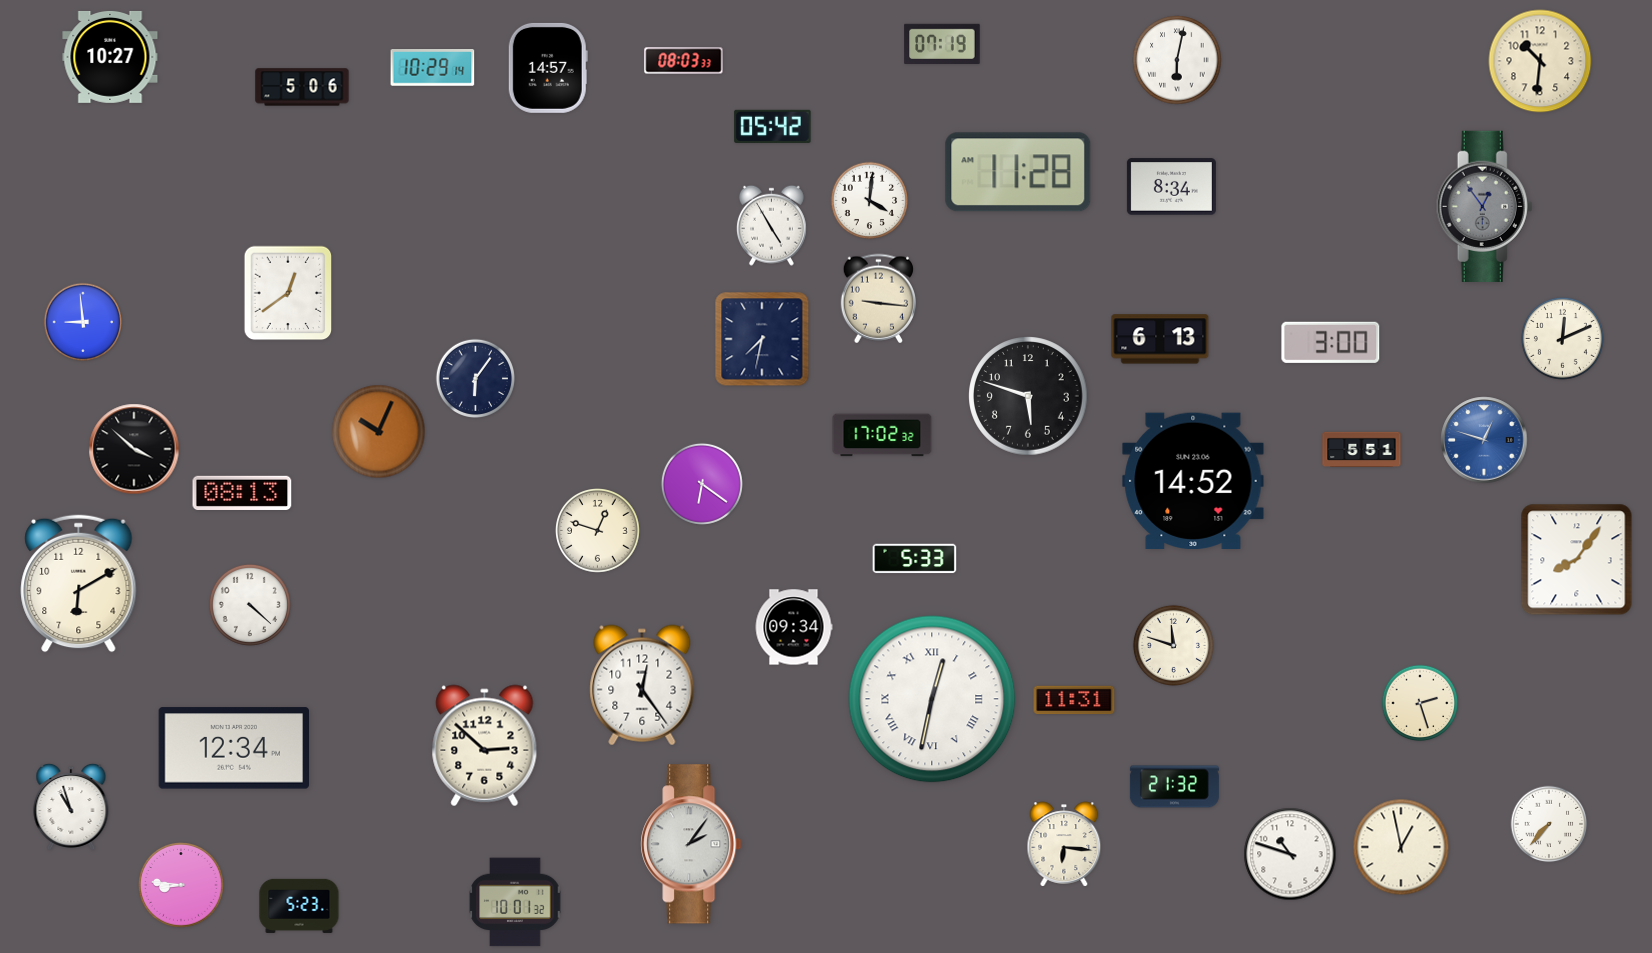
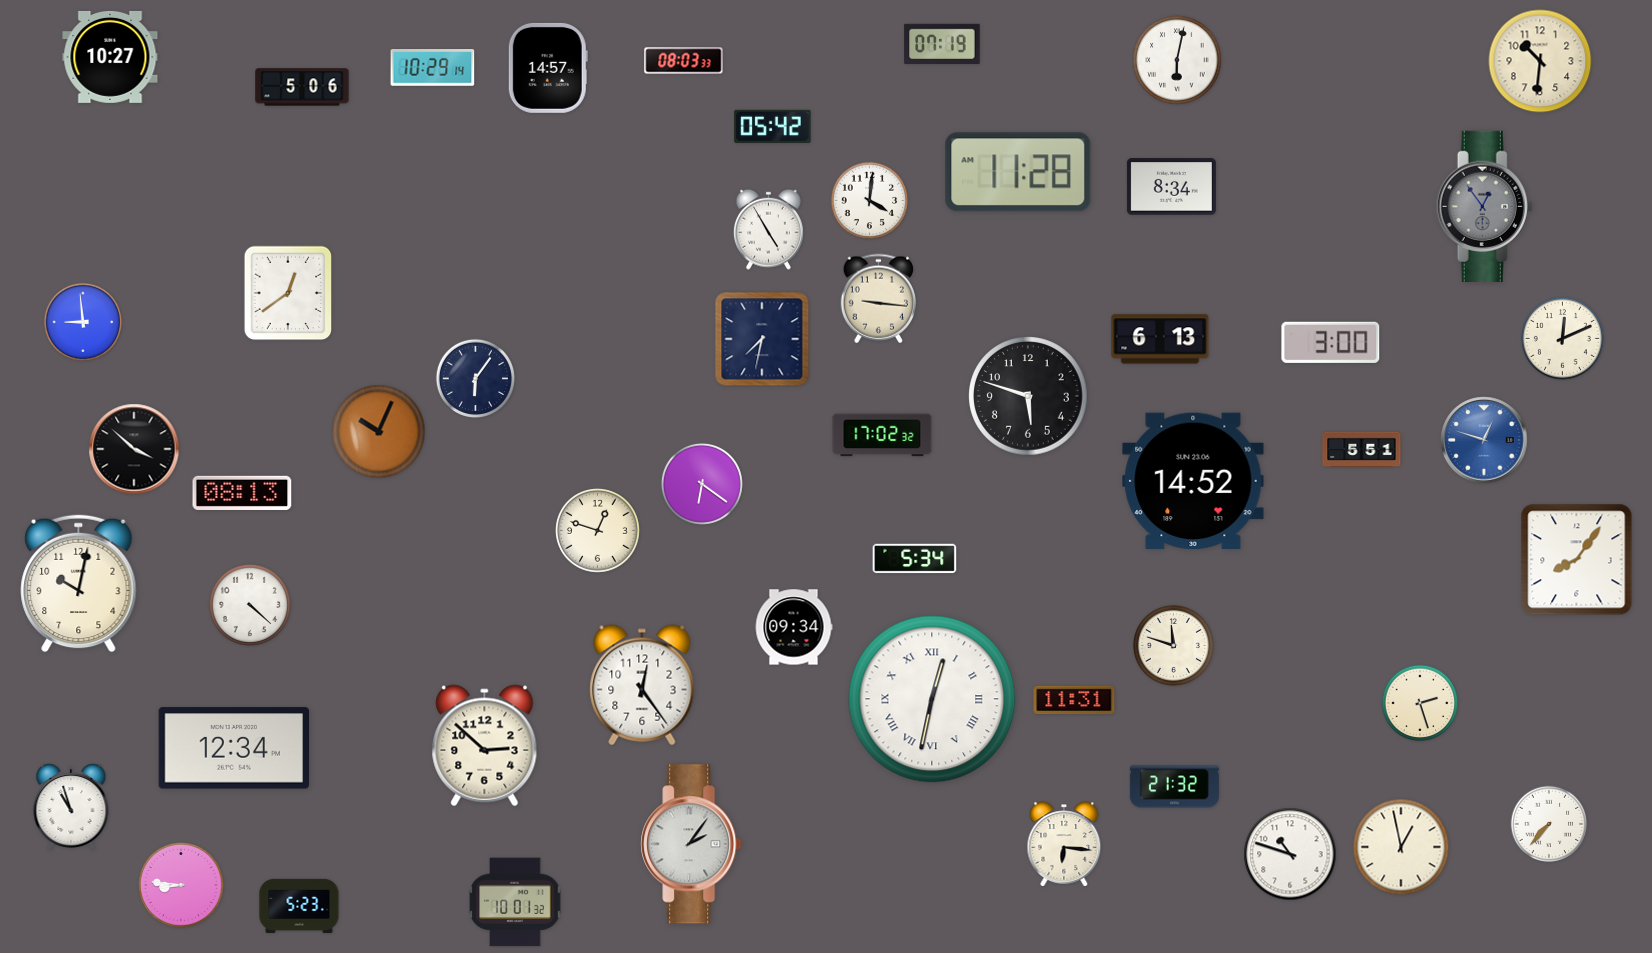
clock at (771, 225) position: (771, 225) -> (768, 229)
clock at (915, 559): 5:33 -> 5:34
clock at (79, 584): 6:10 -> 10:02
